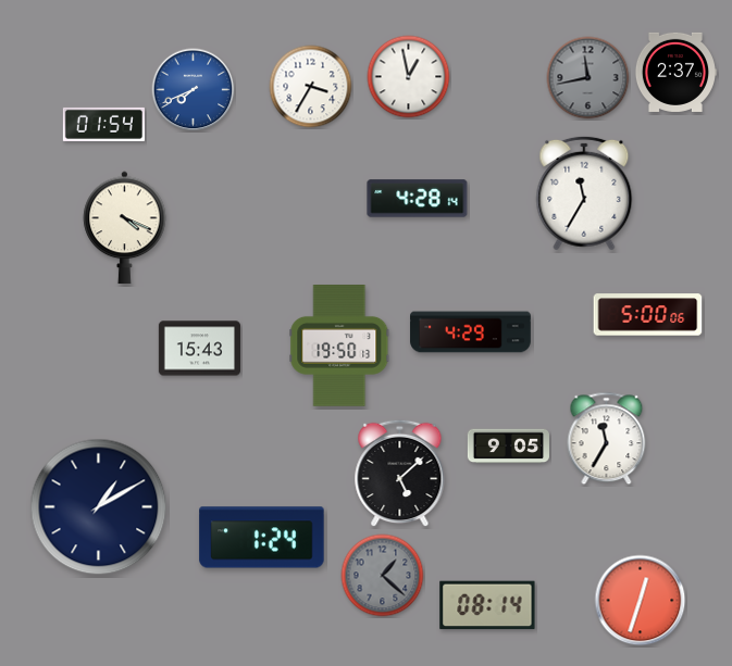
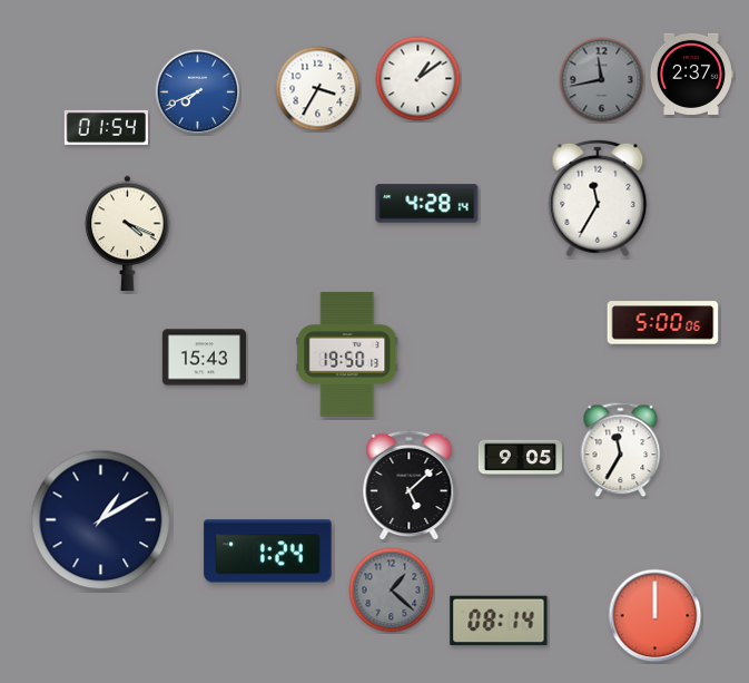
clock at (409, 77): 12:58 -> 1:09
clock at (471, 332): 4:29 -> none
clock at (641, 601): 12:33 -> 12:00
